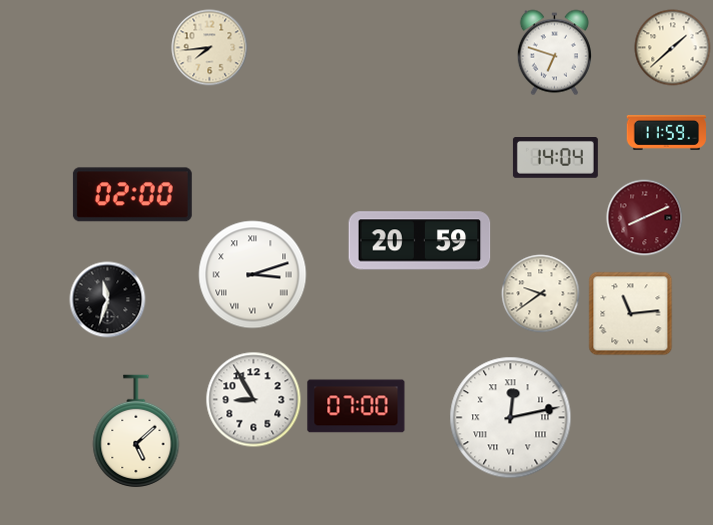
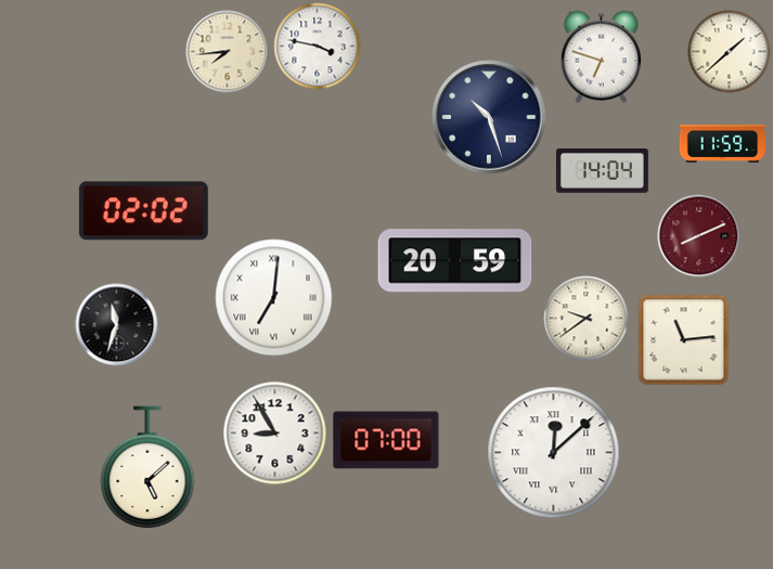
clock at (318, 47): none -> 3:47
clock at (489, 117): none -> 10:27
clock at (132, 195): 02:00 -> 02:02
clock at (253, 275): 3:12 -> 7:01
clock at (511, 418): 12:13 -> 12:08
